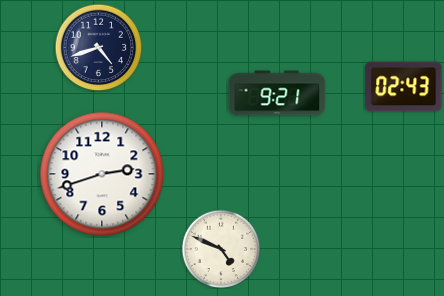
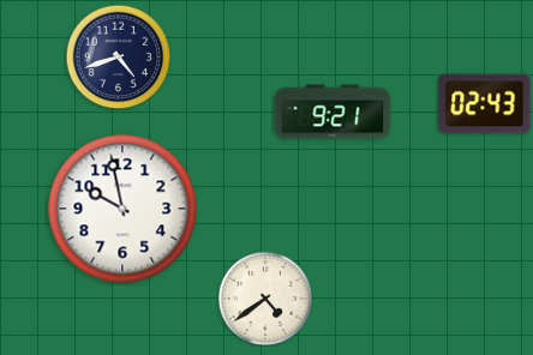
clock at (102, 174): 2:42 -> 9:58
clock at (221, 249): 4:49 -> 4:39
